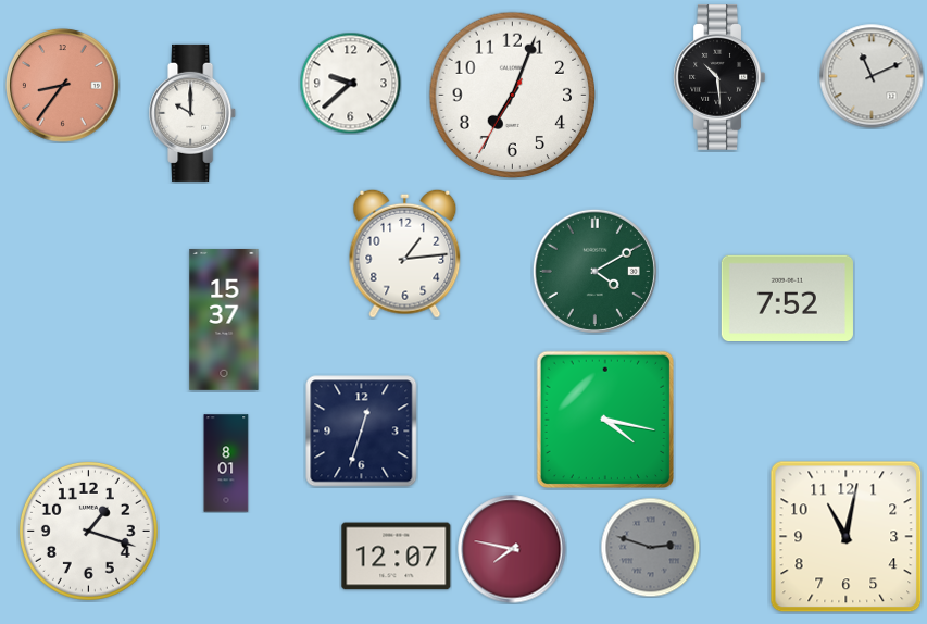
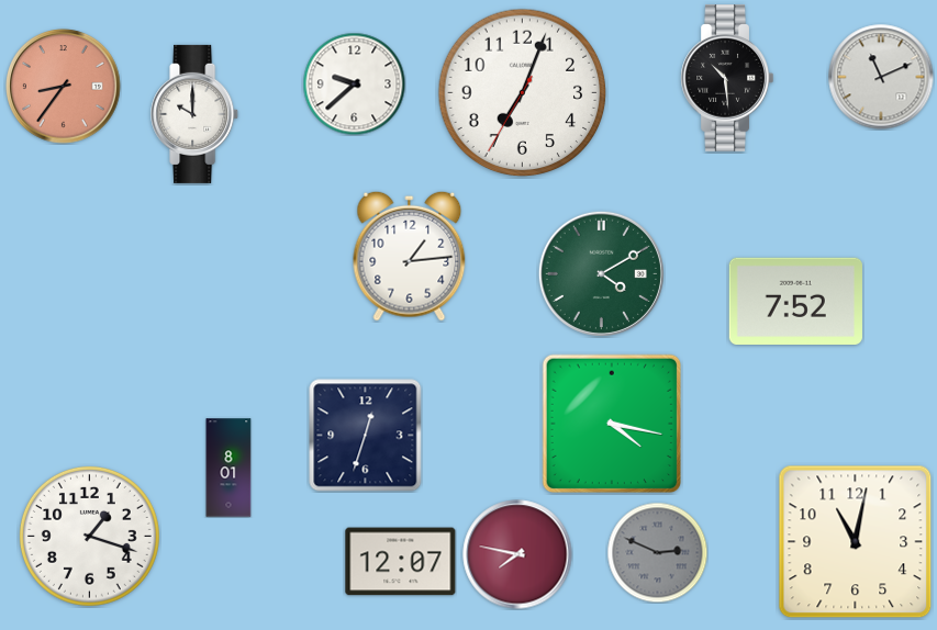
clock at (513, 96) position: (513, 96) -> (523, 93)
clock at (224, 320): 15:37 -> none
clock at (650, 547): 2:48 -> 2:49
